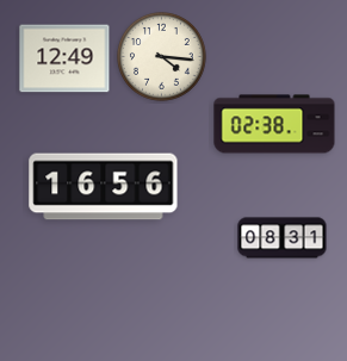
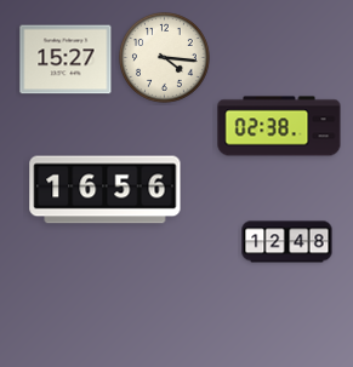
clock at (64, 58): 12:49 -> 15:27
clock at (283, 238): 08:31 -> 12:48
